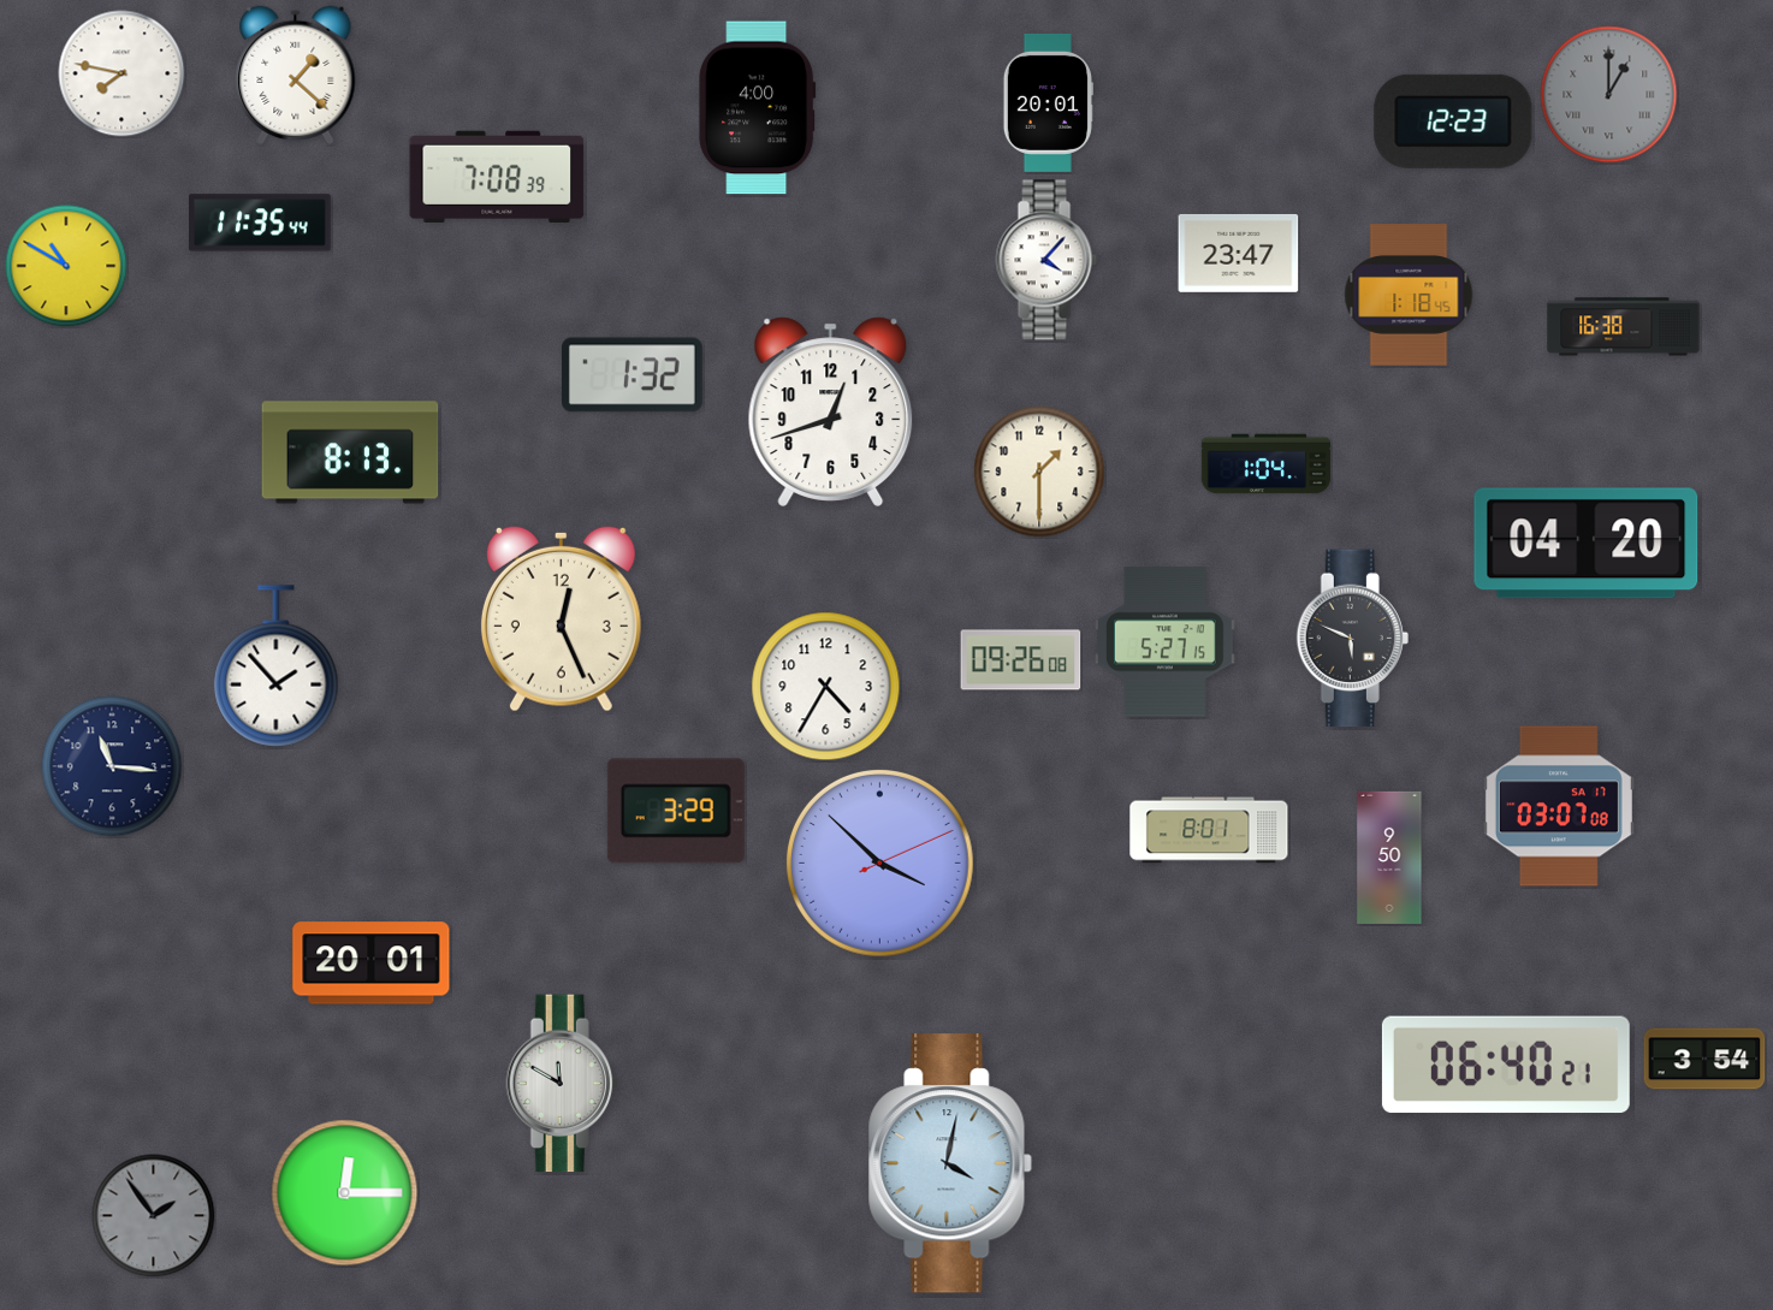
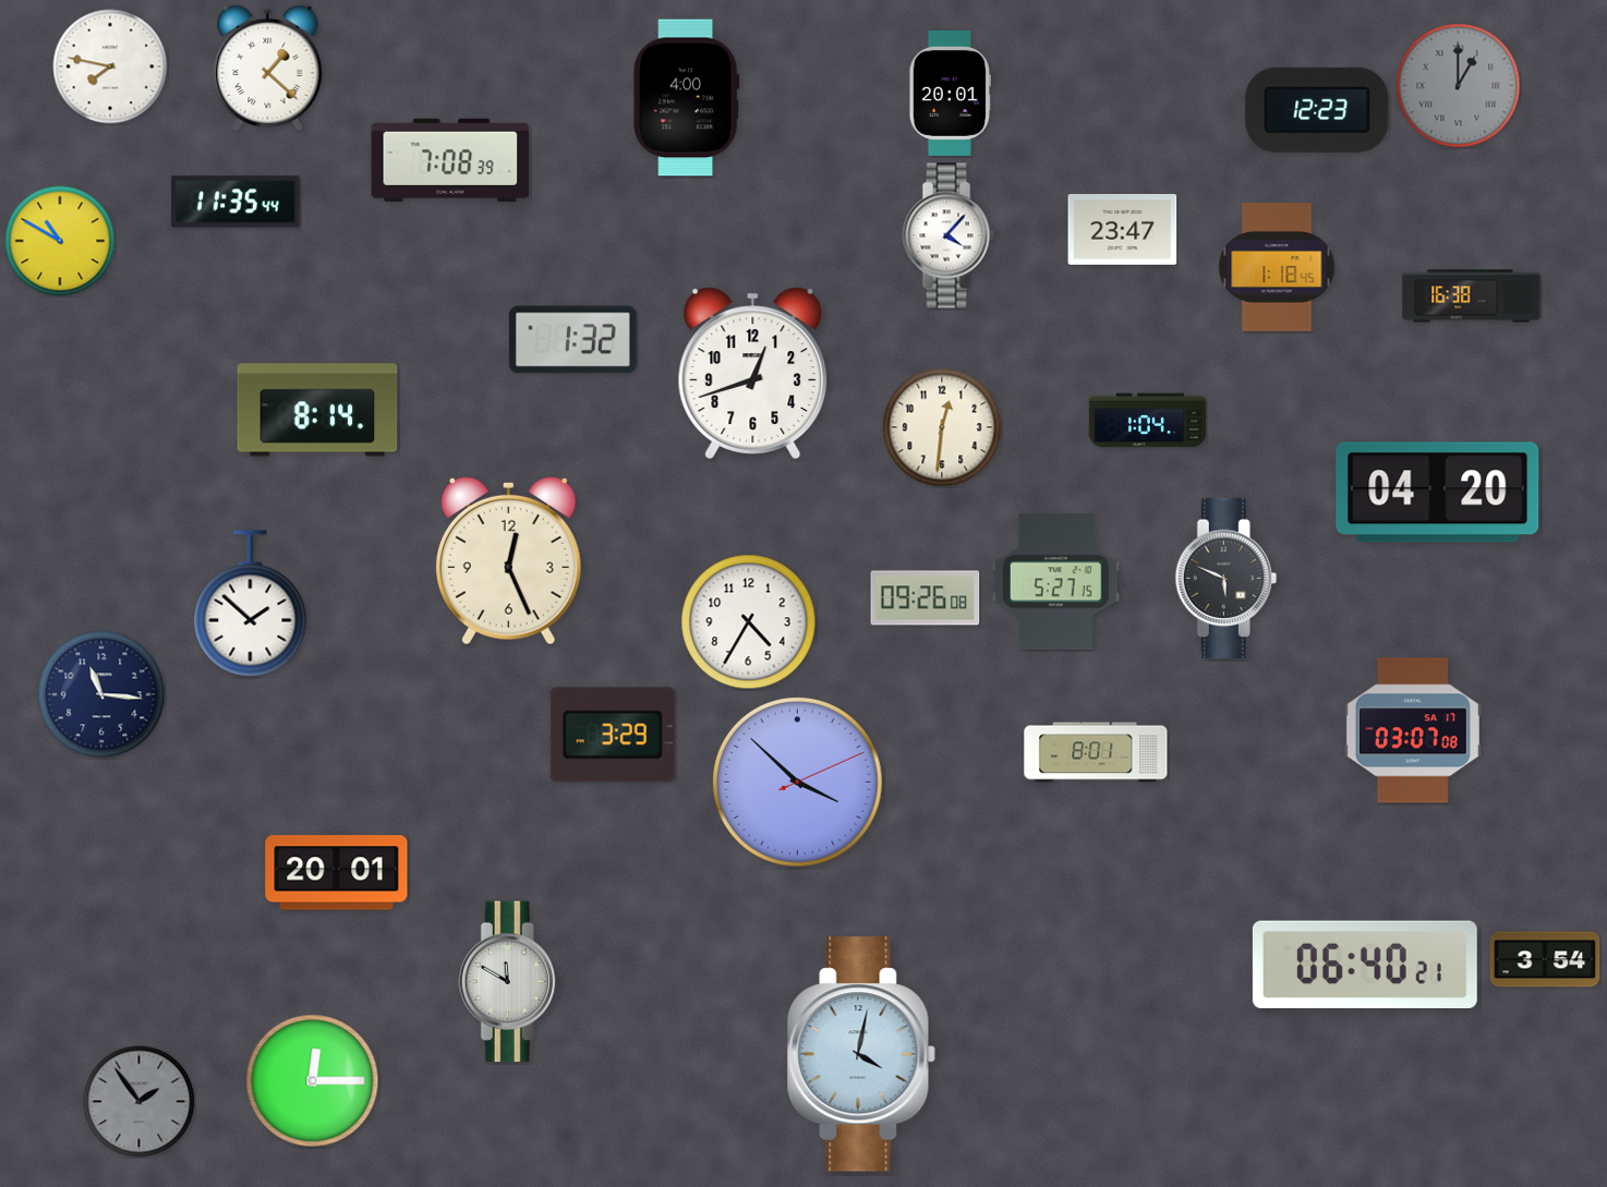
clock at (350, 452): 8:13 -> 8:14
clock at (1039, 472): 1:30 -> 12:31
clock at (277, 666): 1:53 -> 1:52
clock at (1389, 858): 9:50 -> none
